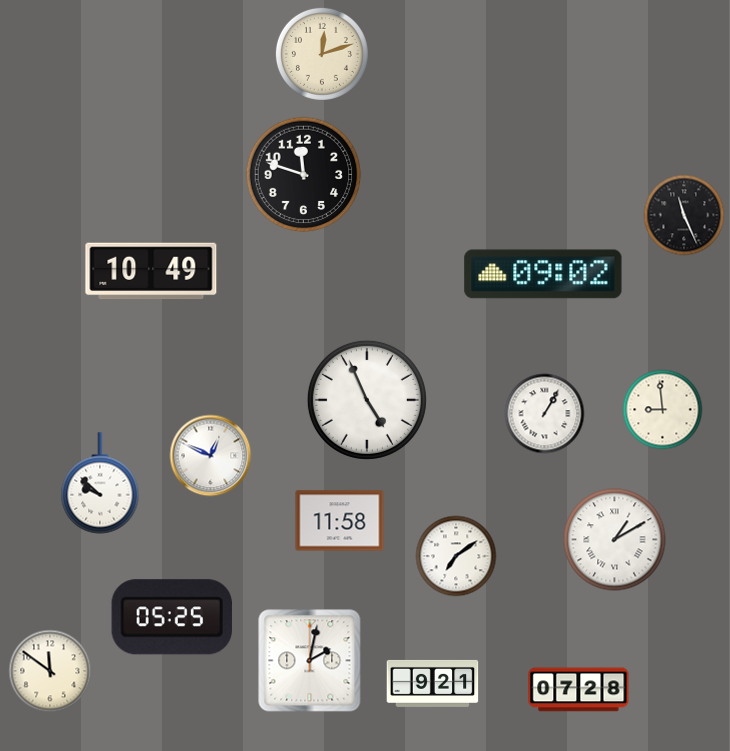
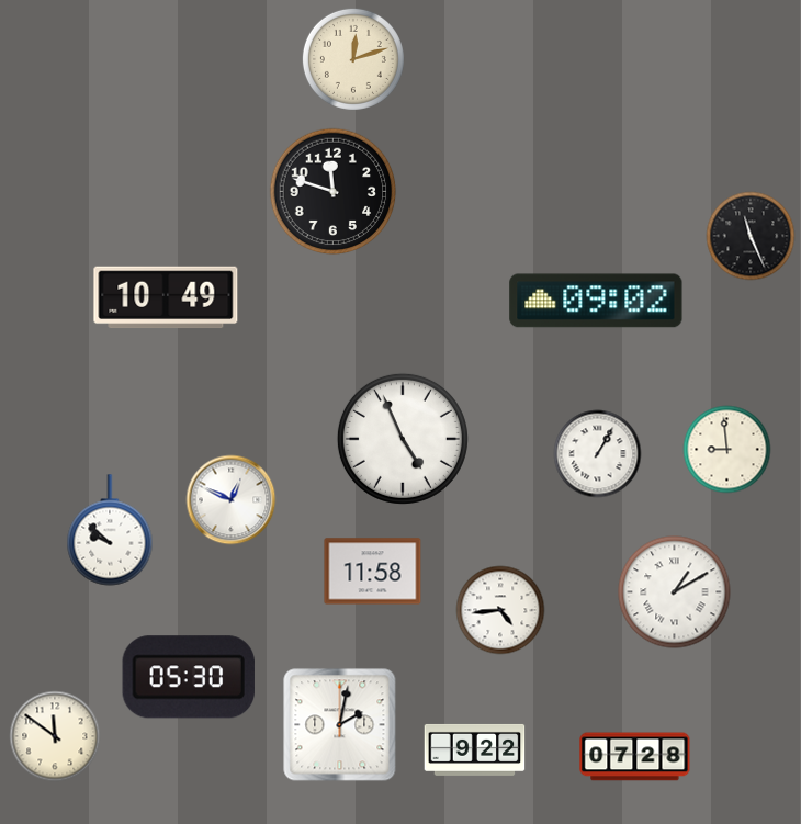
clock at (456, 556): 7:09 -> 4:44
clock at (172, 617): 05:25 -> 05:30
clock at (433, 683): 9:21 -> 9:22
